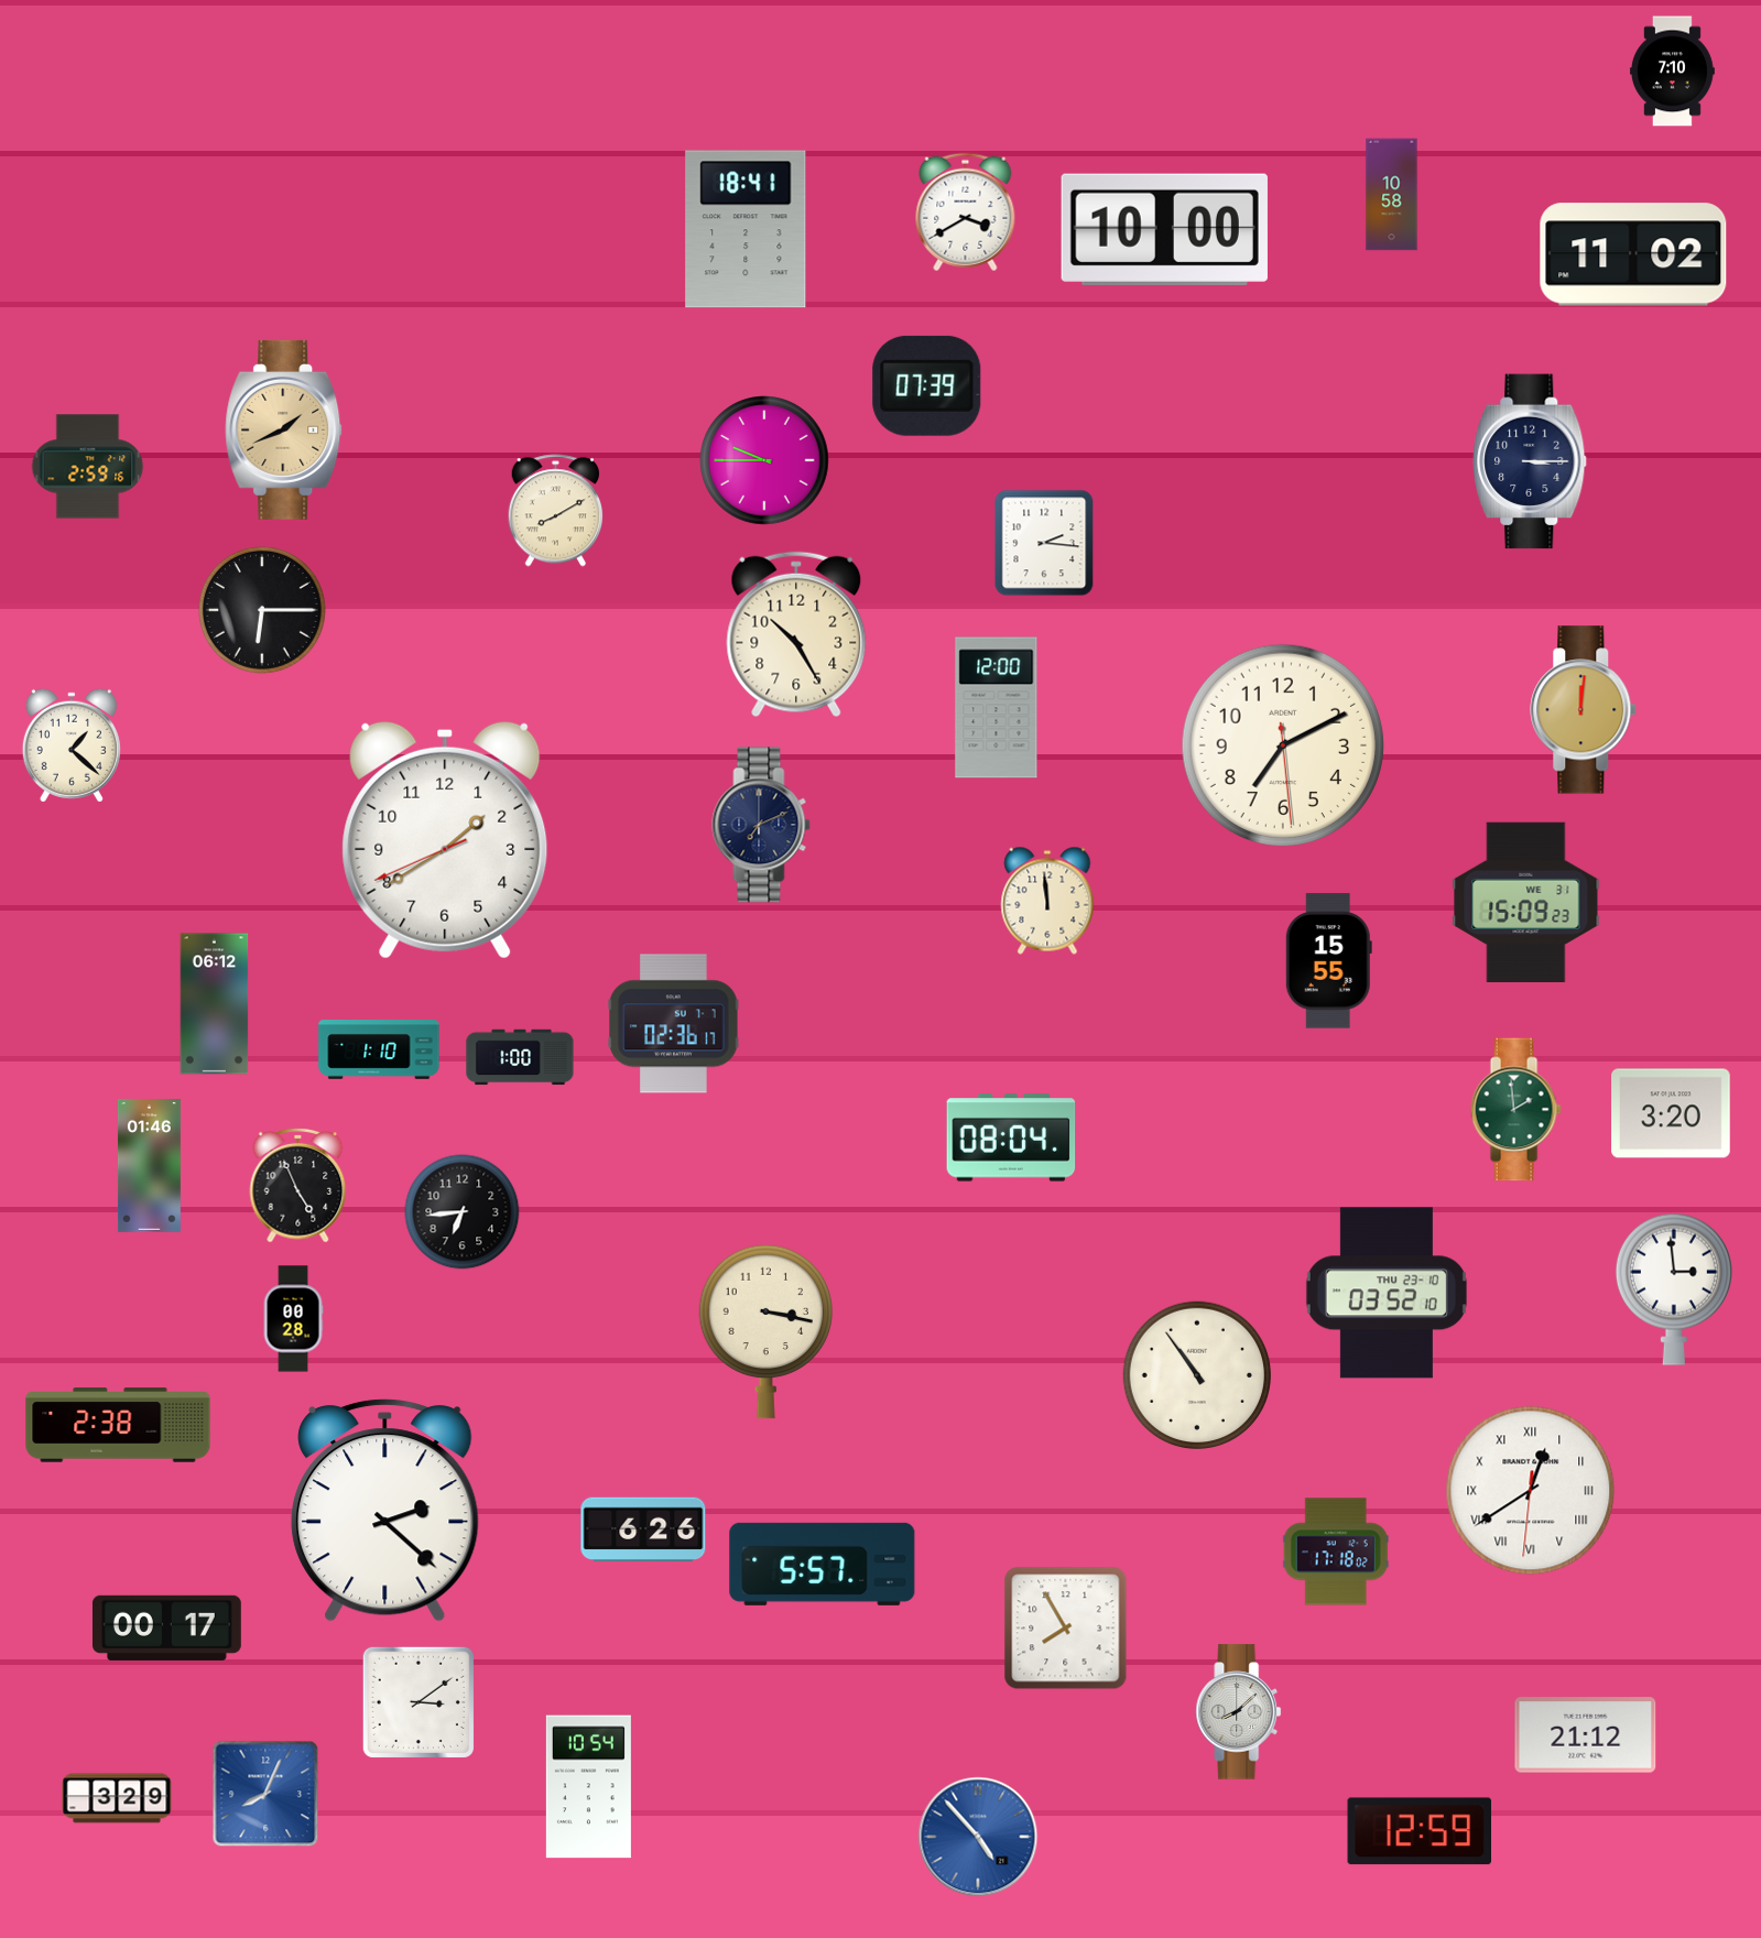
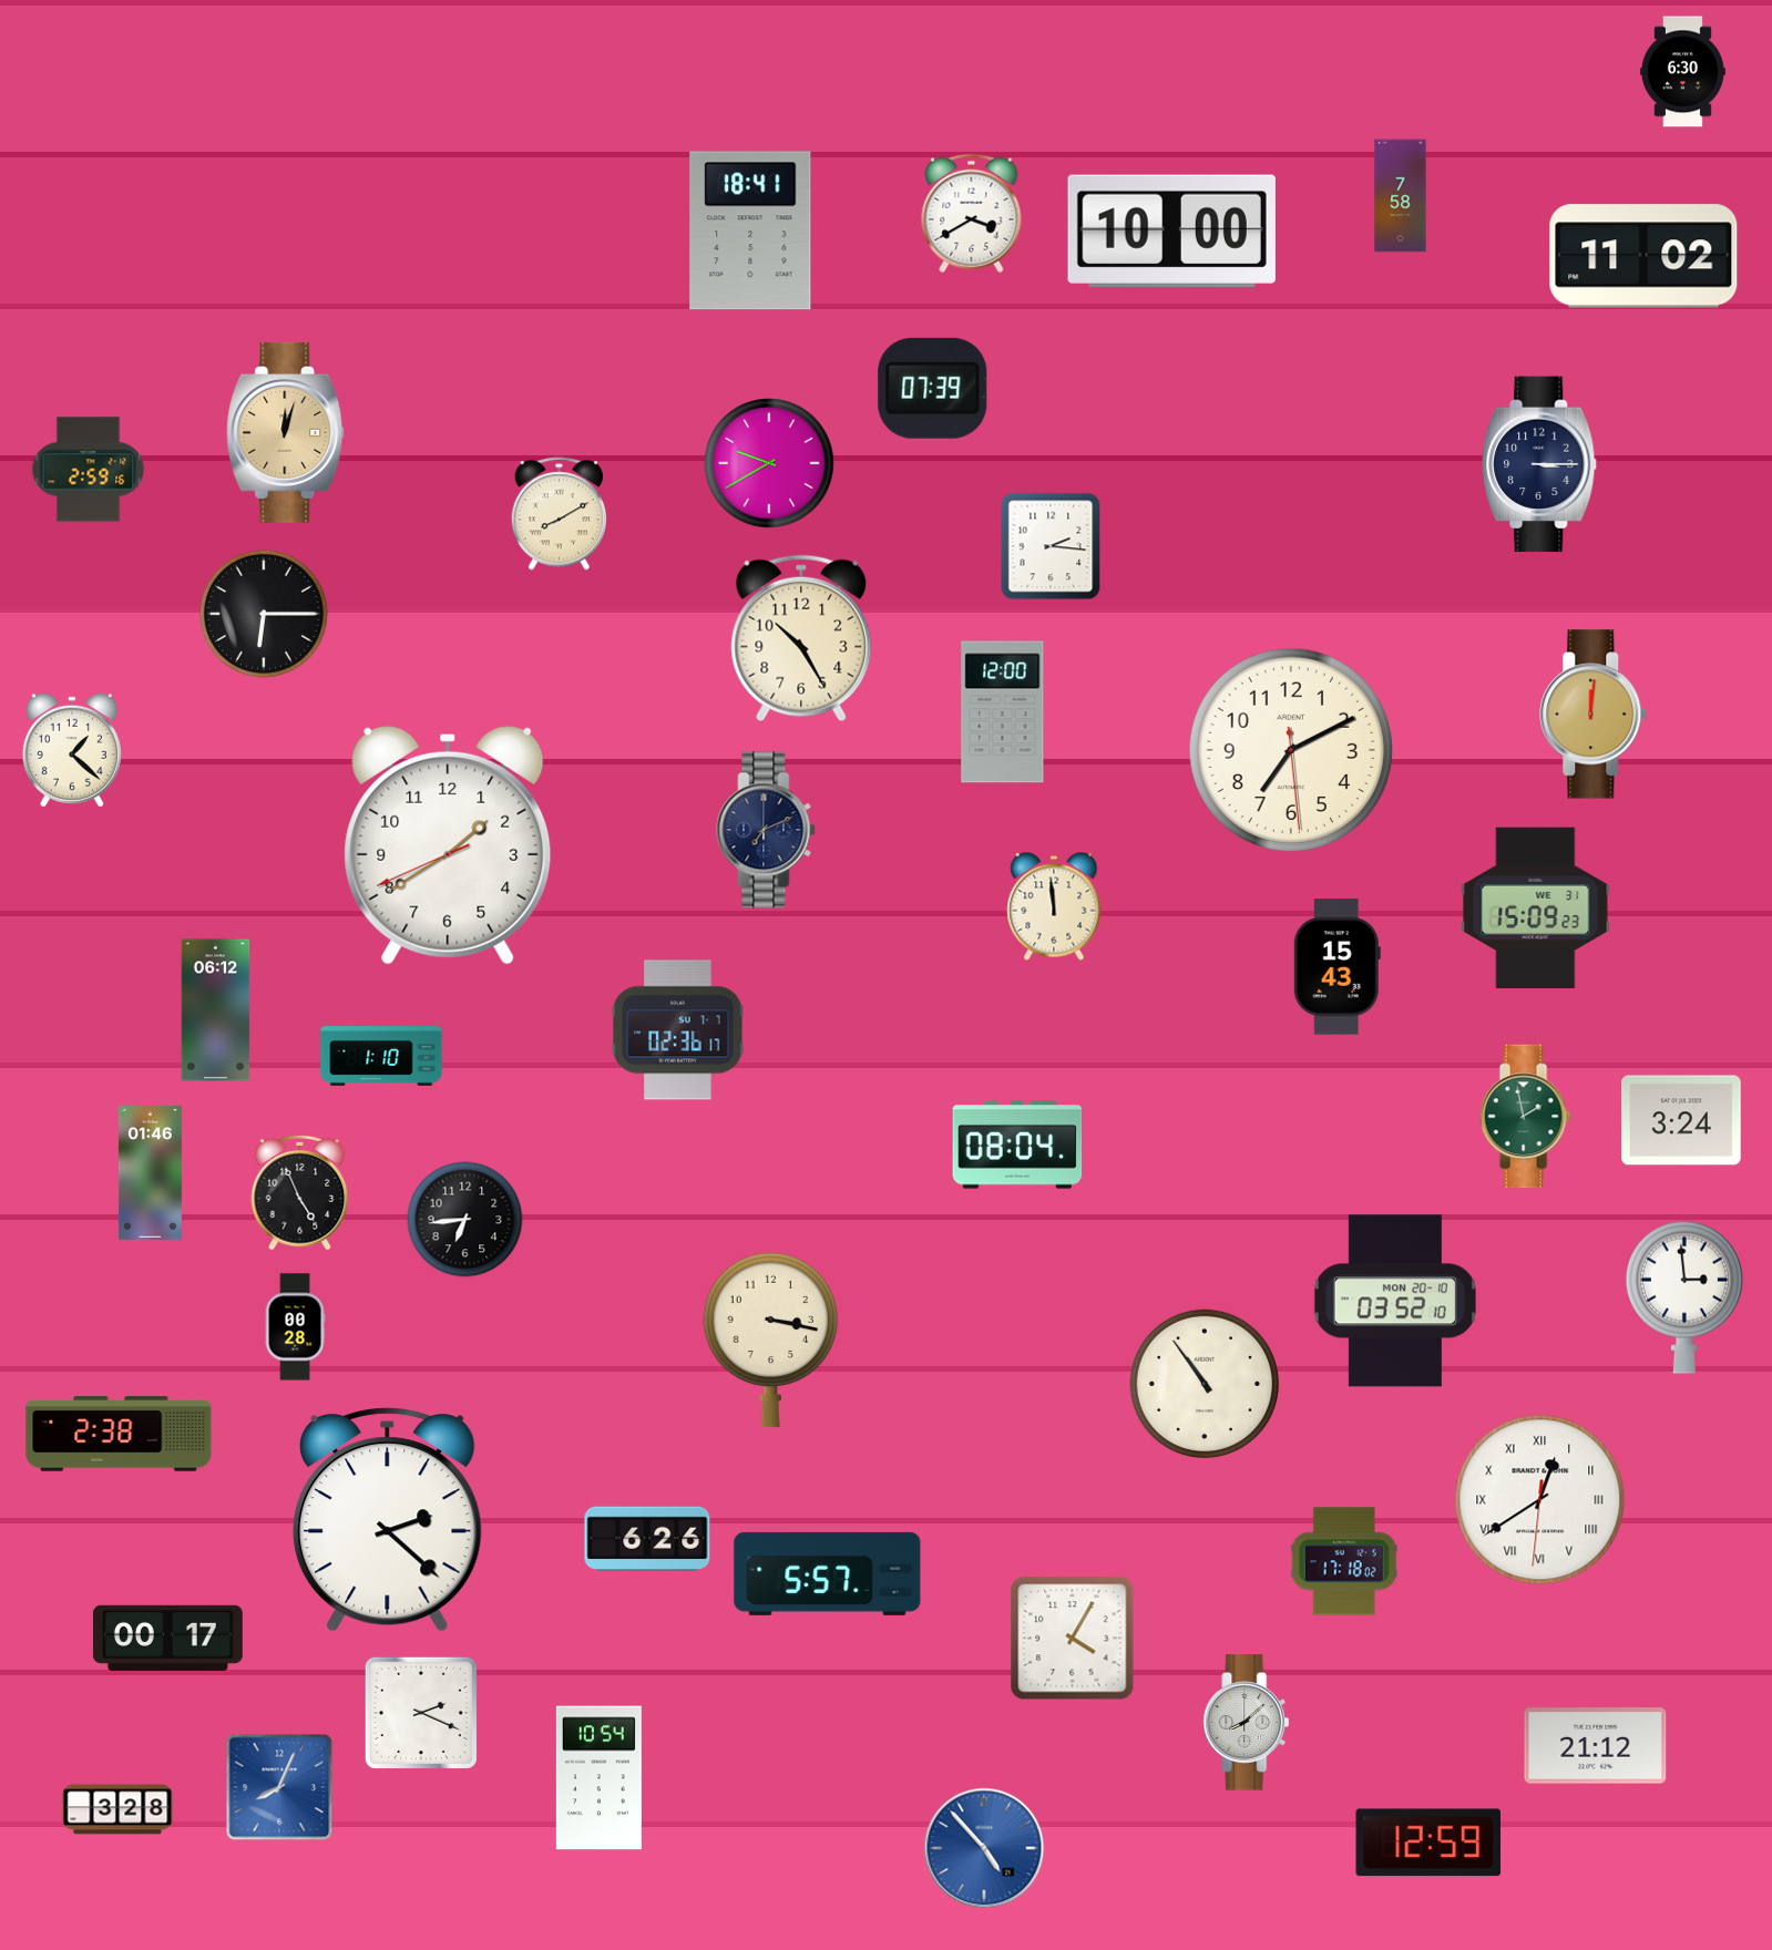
clock at (1672, 72): 7:10 -> 6:30
clock at (1392, 195): 10:58 -> 7:58
clock at (284, 429): 1:41 -> 12:03
clock at (764, 460): 9:45 -> 9:40
clock at (1328, 961): 15:55 -> 15:43
clock at (520, 1057): 1:00 -> none
clock at (1515, 1110): 1:59 -> 1:58
clock at (1671, 1113): 3:20 -> 3:24
clock at (1387, 1293) date: THU 23-10 -> MON 20-10
clock at (1066, 1629): 7:55 -> 4:05
clock at (418, 1702): 3:09 -> 2:19
clock at (588, 1787) position: (588, 1787) -> (598, 1778)
clock at (265, 1794) position: (265, 1794) -> (279, 1787)
clock at (117, 1798): 3:29 -> 3:28
